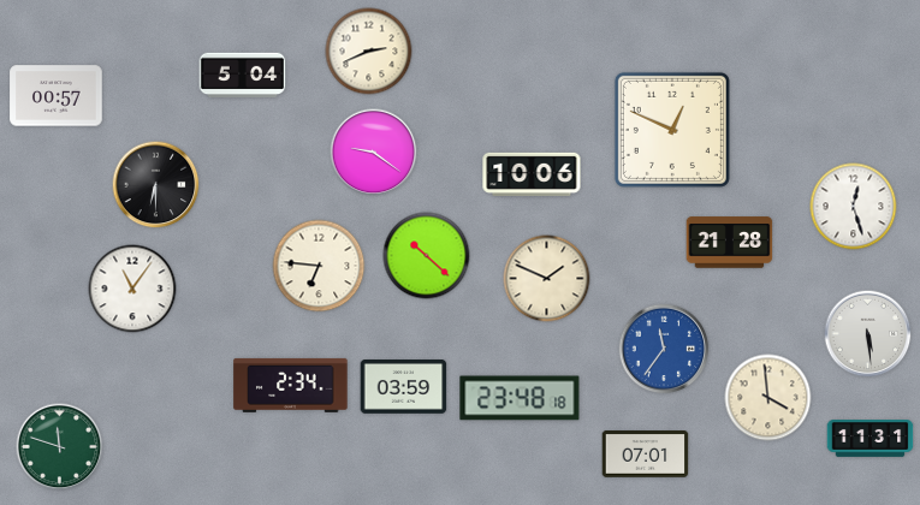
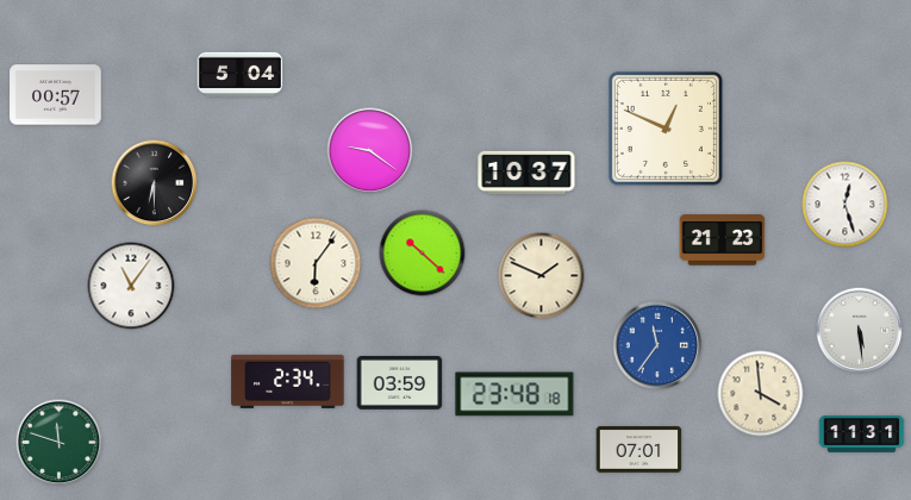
clock at (369, 52): 2:41 -> none
clock at (532, 174): 10:06 -> 10:37
clock at (730, 243): 21:28 -> 21:23
clock at (319, 266): 6:46 -> 6:06
